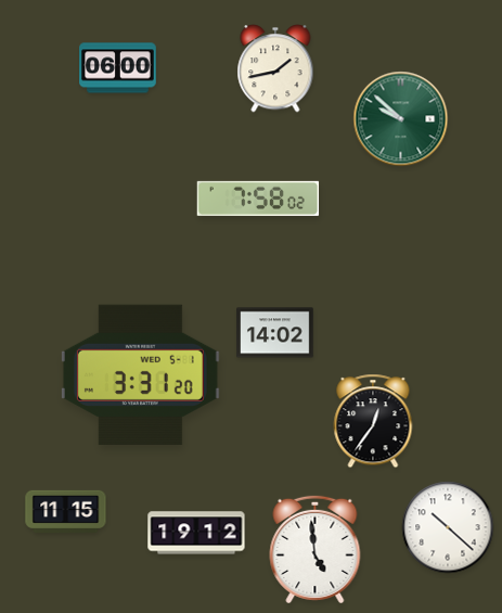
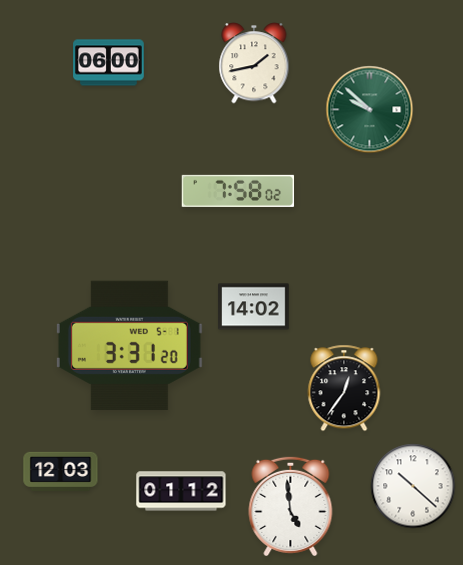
clock at (258, 199) position: (258, 199) -> (238, 191)
clock at (66, 511): 11:15 -> 12:03
clock at (196, 533): 19:12 -> 01:12
